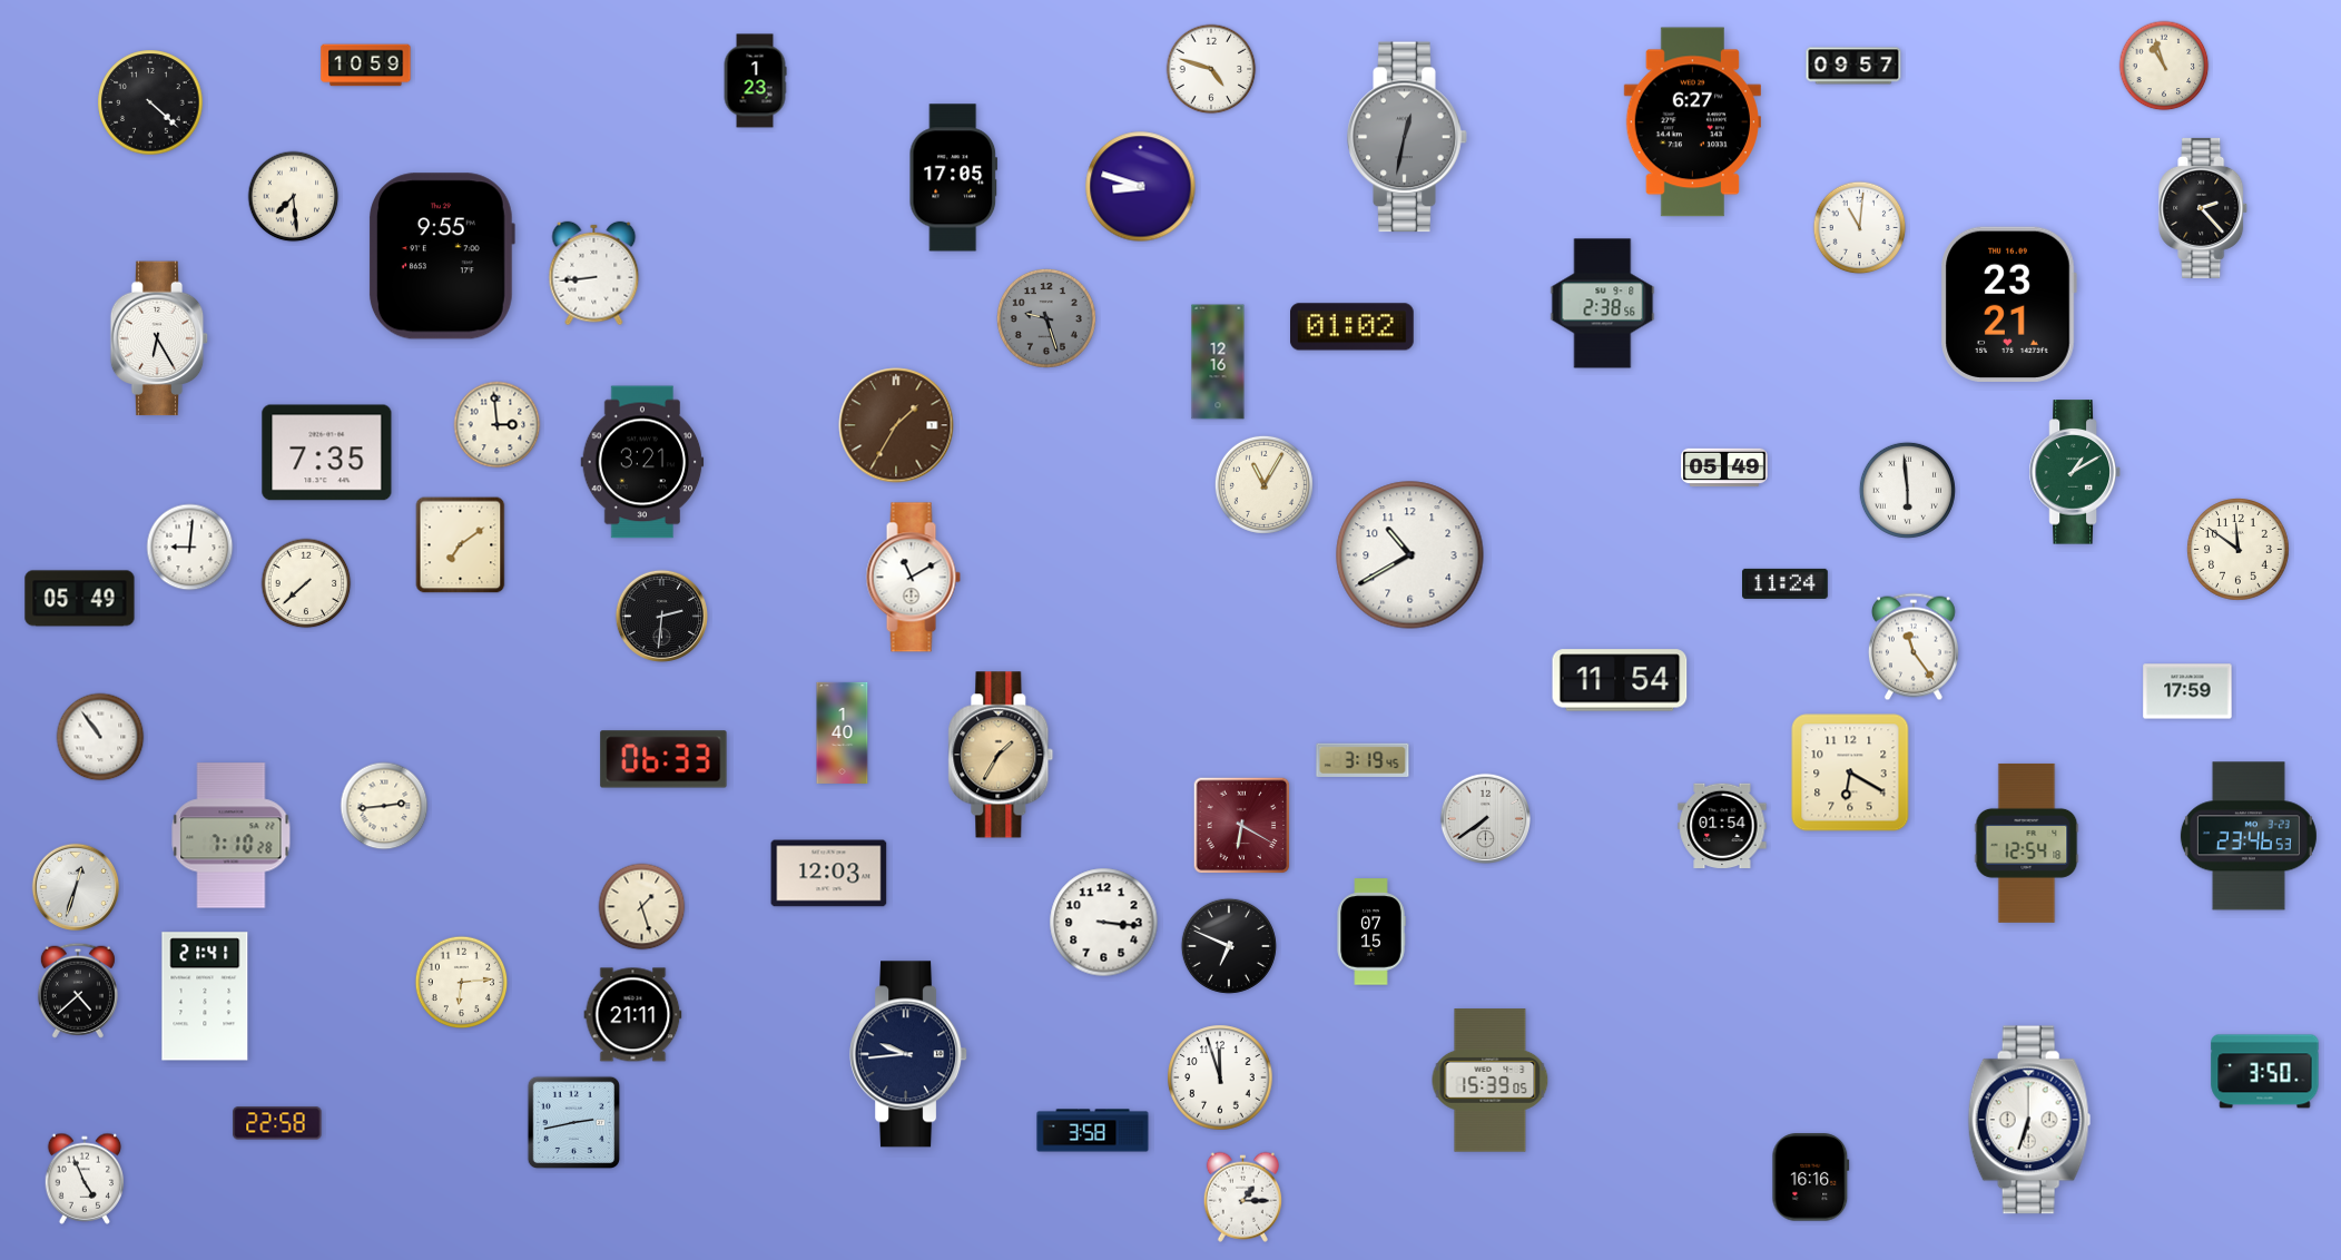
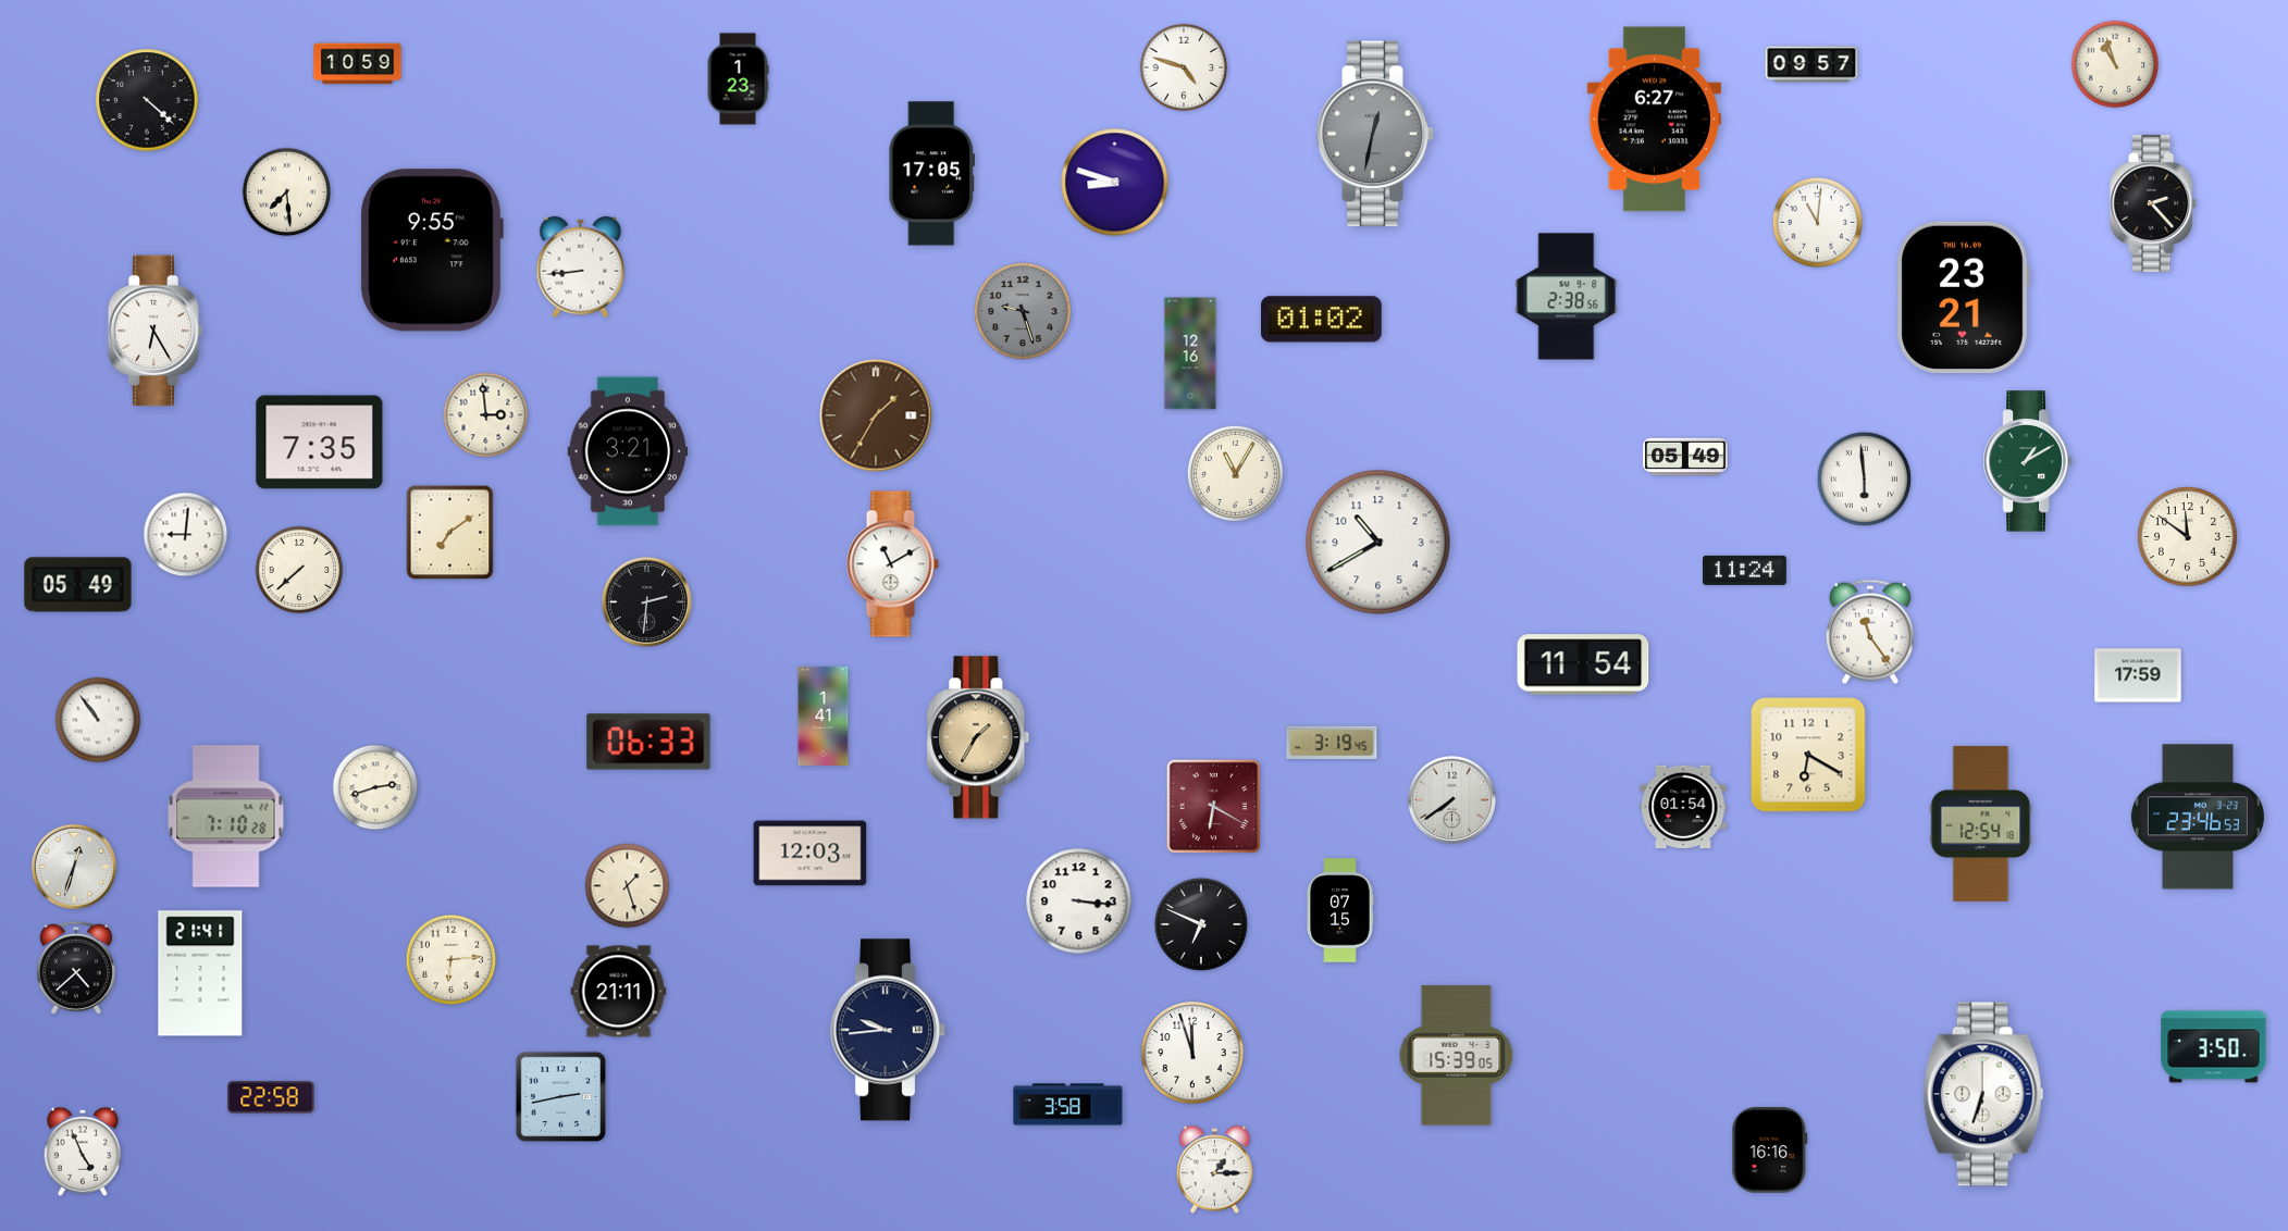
clock at (843, 732): 1:40 -> 1:41
clock at (384, 806): 2:44 -> 2:42
